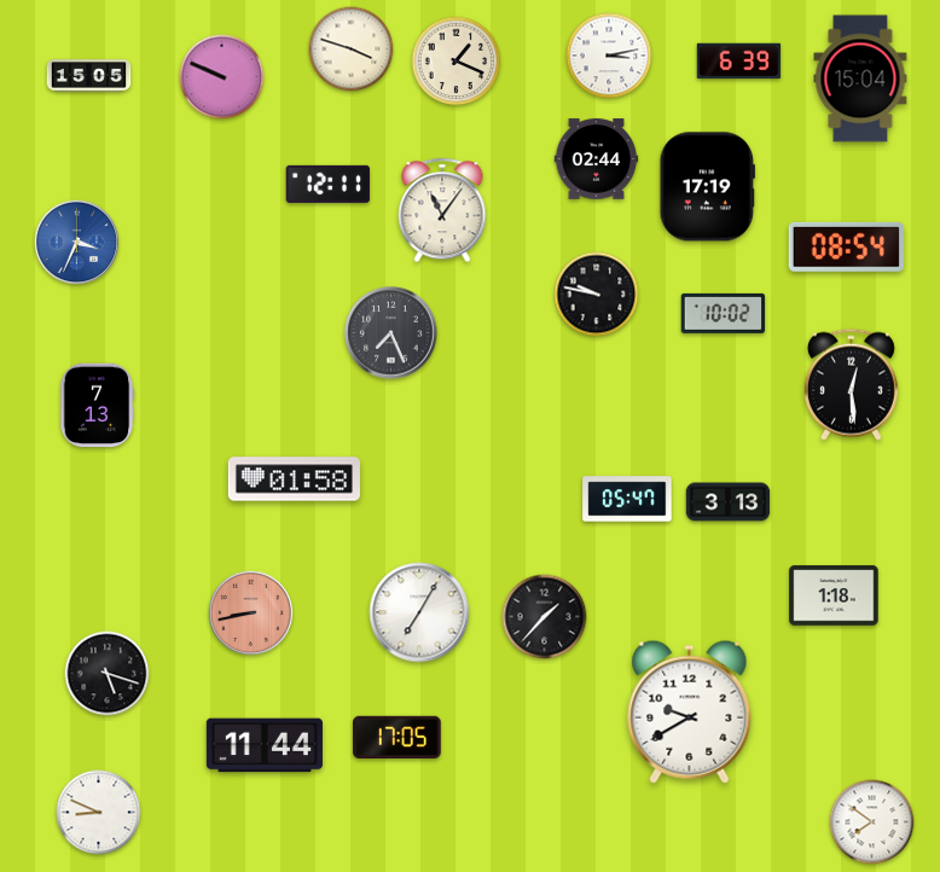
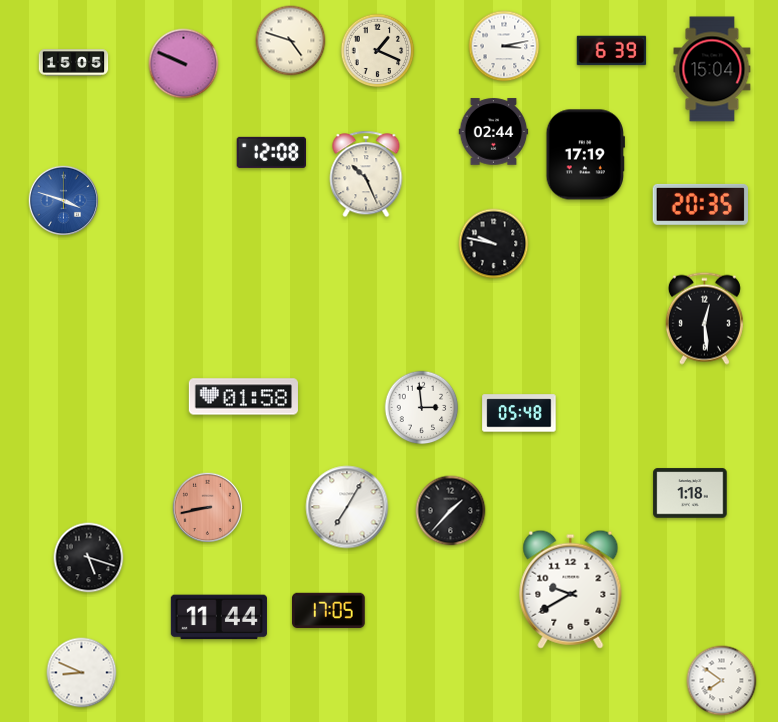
clock at (352, 50): 3:48 -> 4:48
clock at (860, 79) position: (860, 79) -> (712, 69)
clock at (329, 184): 12:11 -> 12:08
clock at (442, 210): 11:06 -> 10:26
clock at (76, 242): 3:34 -> 3:48
clock at (846, 246): 08:54 -> 20:35
clock at (724, 313): 10:02 -> none
clock at (391, 333): 7:26 -> none
clock at (97, 406): 7:13 -> none
clock at (422, 408): none -> 2:59
clock at (627, 499): 05:47 -> 05:48
clock at (729, 502): 3:13 -> none
